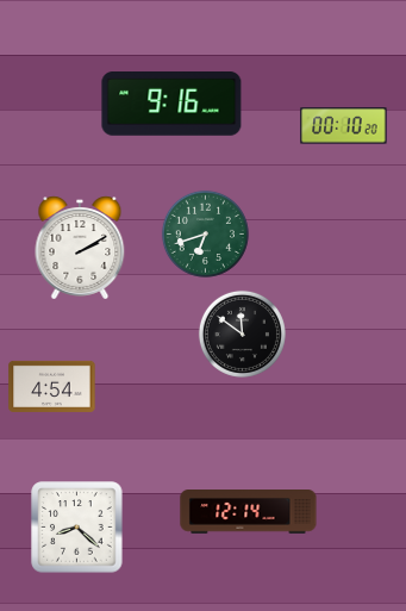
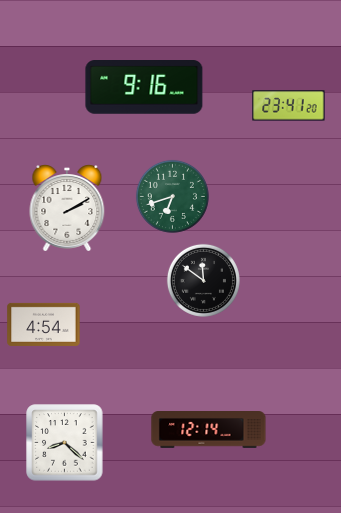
clock at (344, 126): 00:10 -> 23:41
